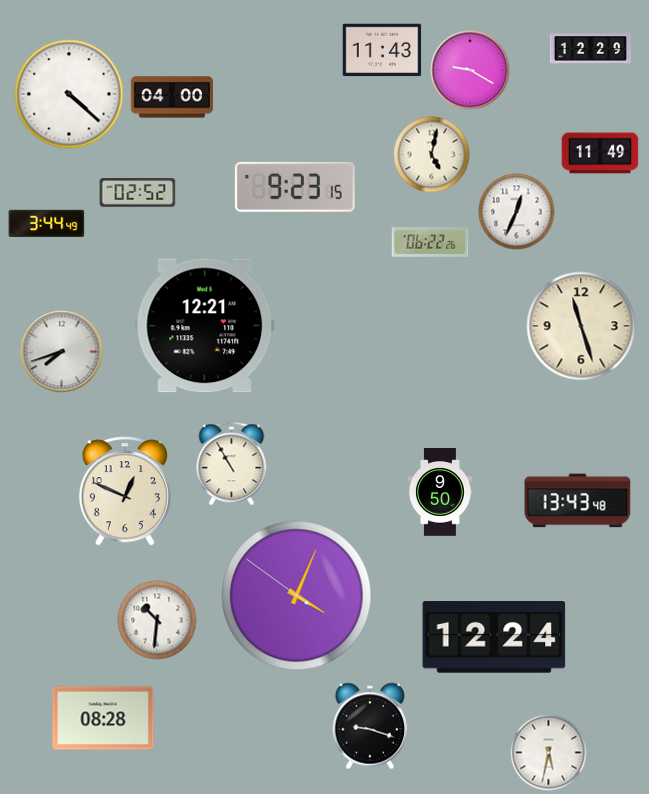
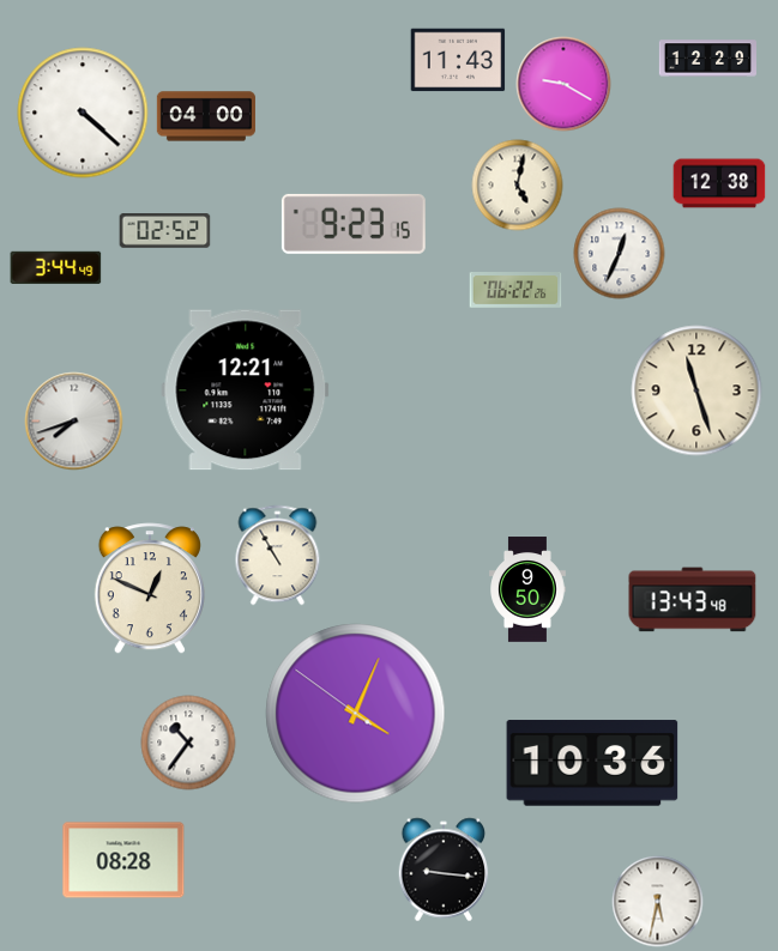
clock at (600, 153): 11:49 -> 12:38
clock at (157, 620): 10:31 -> 10:36
clock at (494, 637): 12:24 -> 10:36
clock at (370, 726): 9:18 -> 9:16
